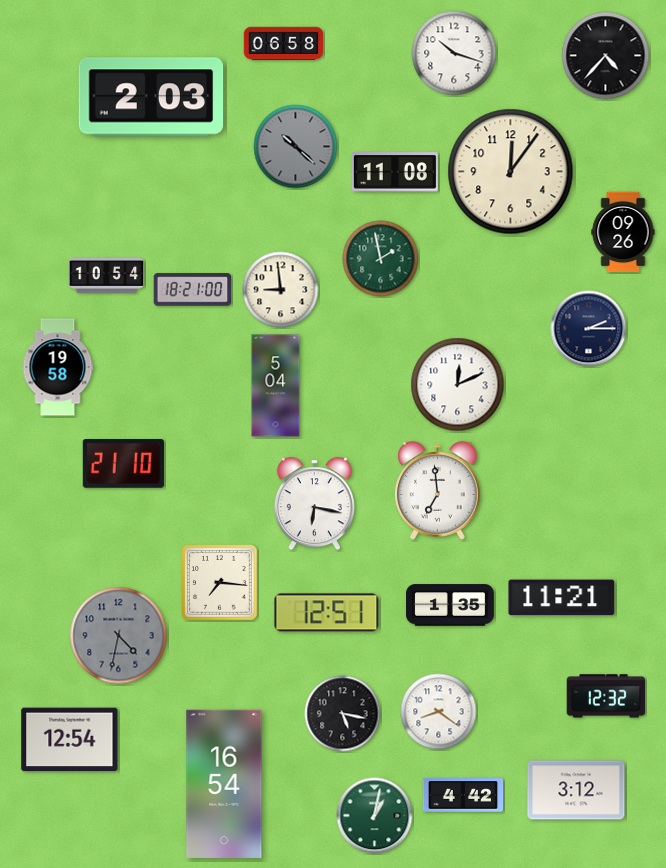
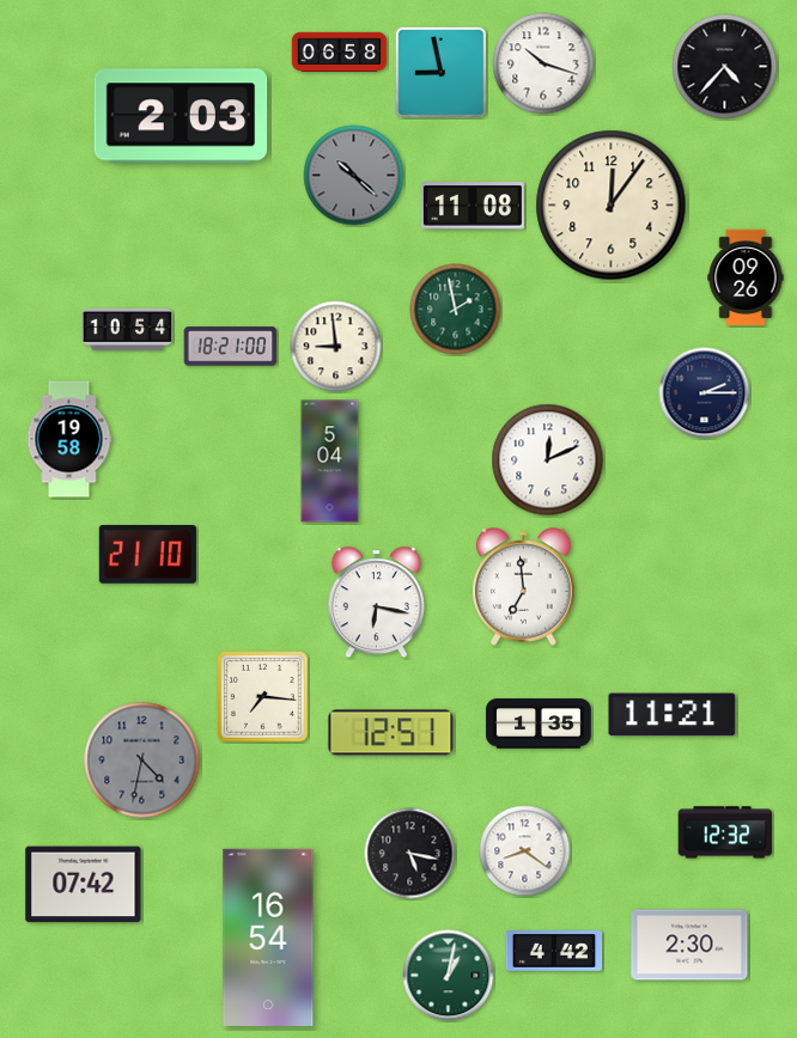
clock at (440, 72): none -> 8:58
clock at (70, 740): 12:54 -> 07:42
clock at (576, 790): 3:12 -> 2:30
